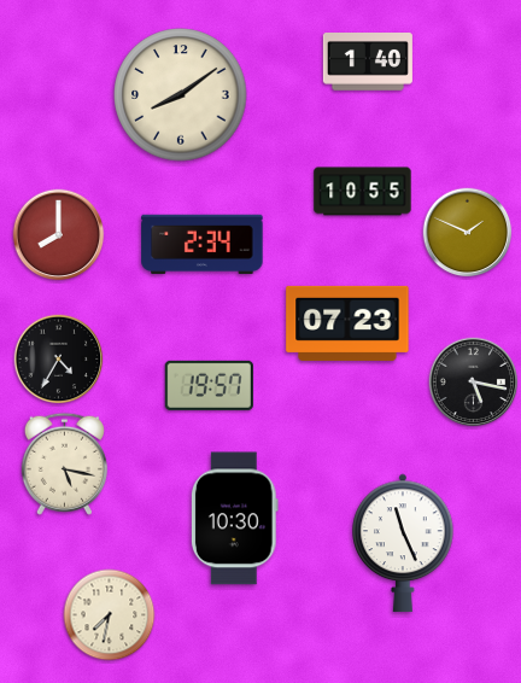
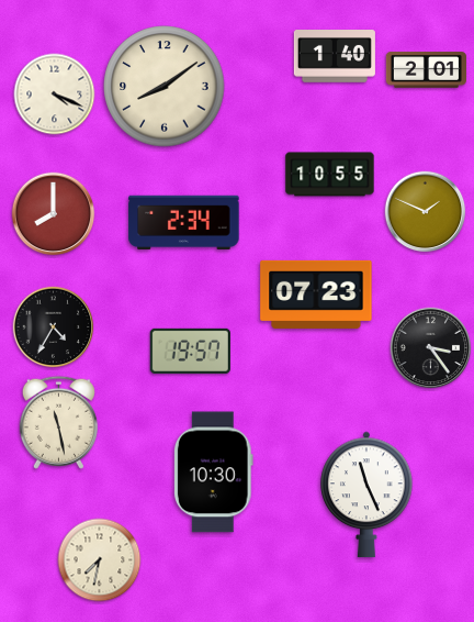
clock at (426, 70): none -> 2:01
clock at (55, 95): none -> 4:19
clock at (474, 383): 5:17 -> 3:24
clock at (64, 463): 5:17 -> 11:28
